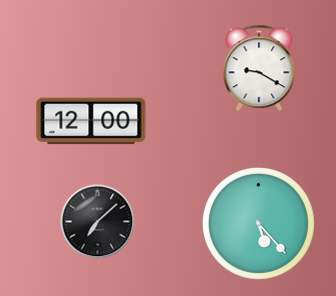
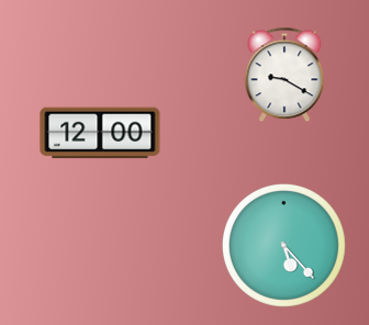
clock at (98, 222): 7:08 -> none
